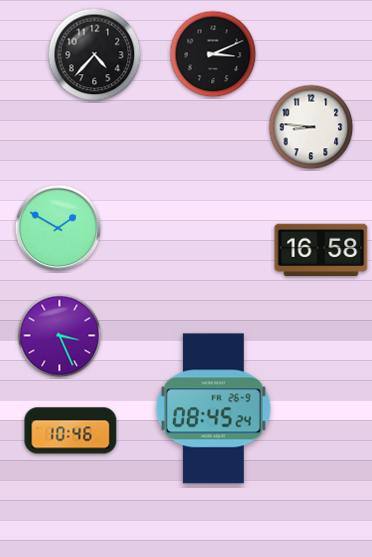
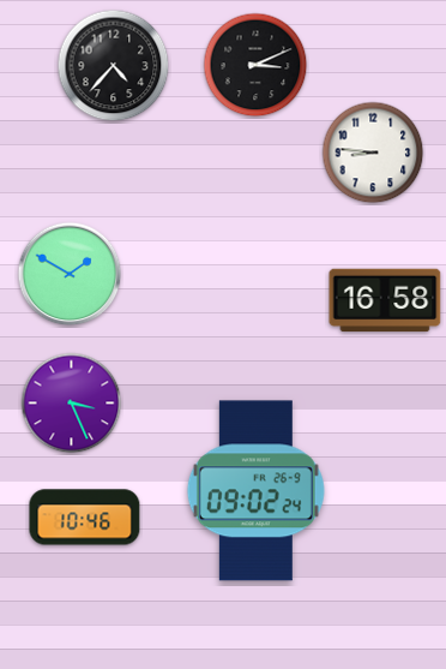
clock at (213, 409): 08:45 -> 09:02
